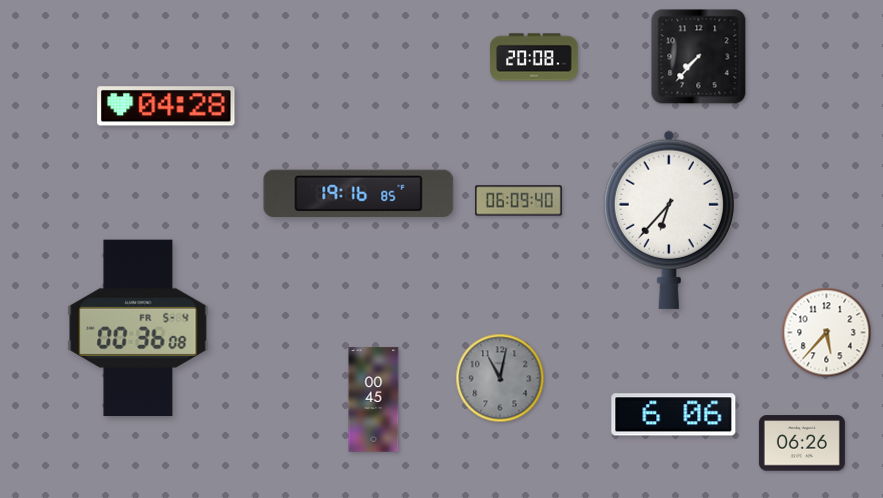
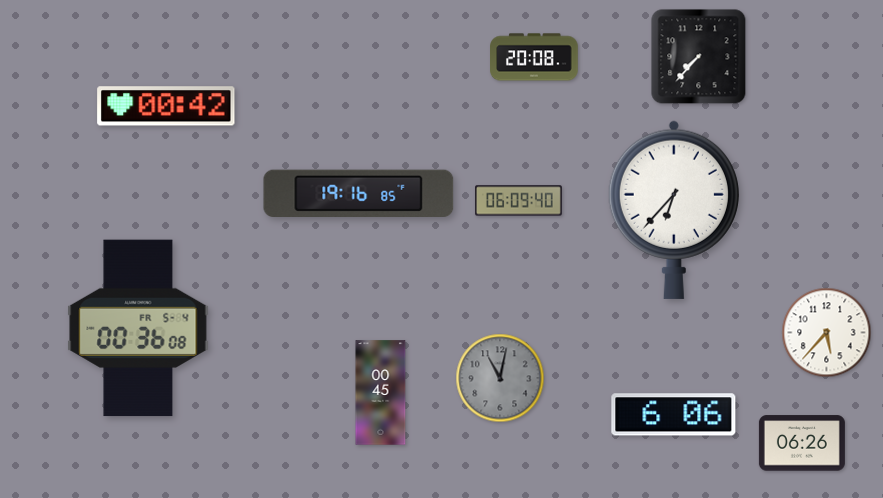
clock at (166, 106): 04:28 -> 00:42
clock at (669, 220) position: (669, 220) -> (674, 210)
clock at (374, 400) position: (374, 400) -> (381, 393)
